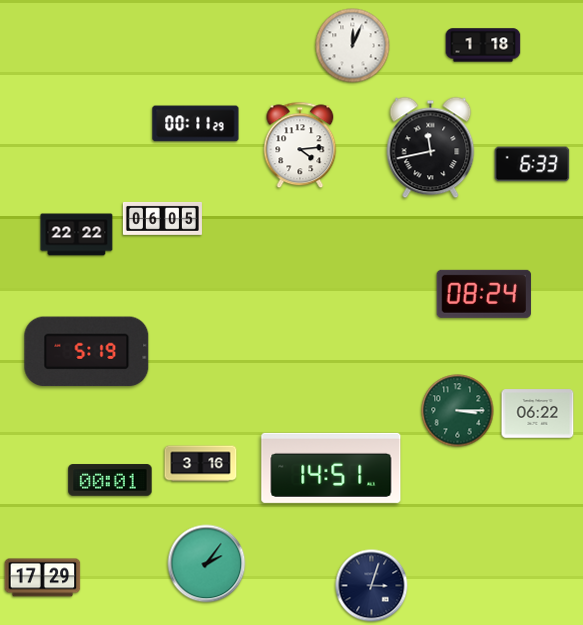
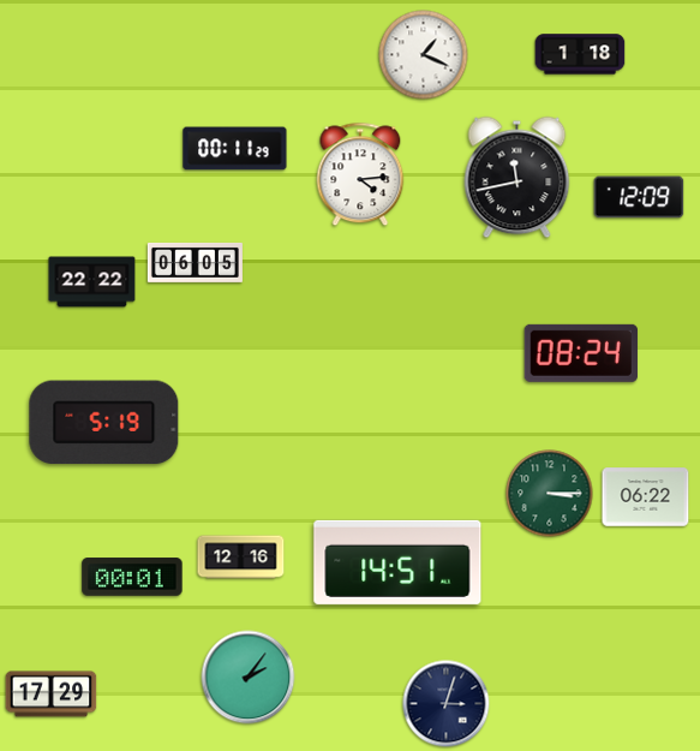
clock at (353, 46): 12:04 -> 1:19
clock at (532, 164): 6:33 -> 12:09
clock at (201, 464): 3:16 -> 12:16
